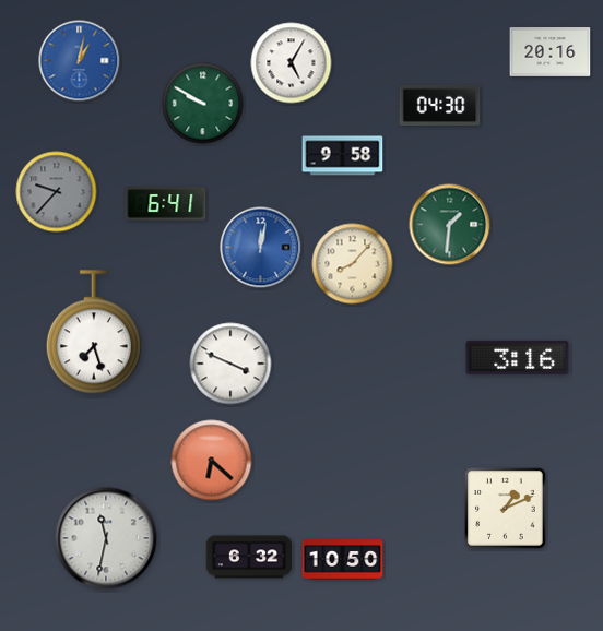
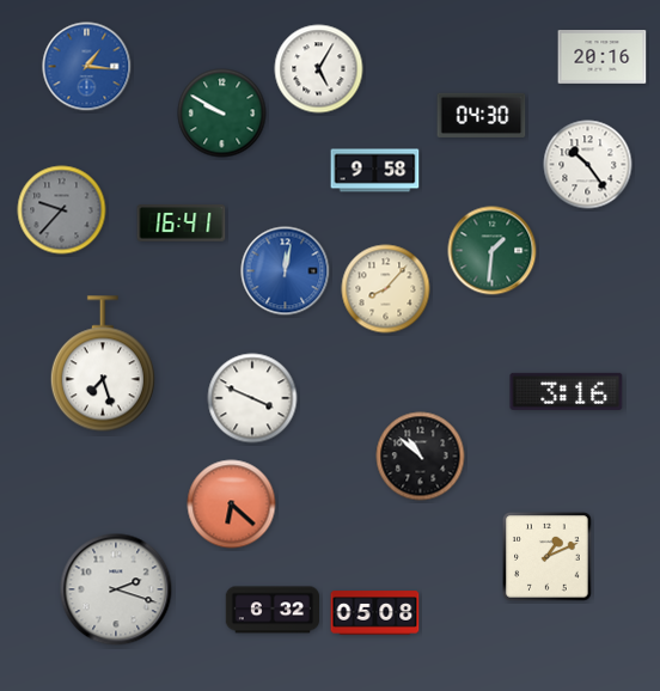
clock at (80, 61): 1:02 -> 1:16
clock at (588, 165): none -> 10:24
clock at (166, 204): 6:41 -> 16:41
clock at (450, 225) position: (450, 225) -> (493, 251)
clock at (421, 457): none -> 10:52
clock at (506, 509) position: (506, 509) -> (548, 557)
clock at (106, 538): 11:32 -> 2:18
clock at (343, 560): 10:50 -> 05:08
